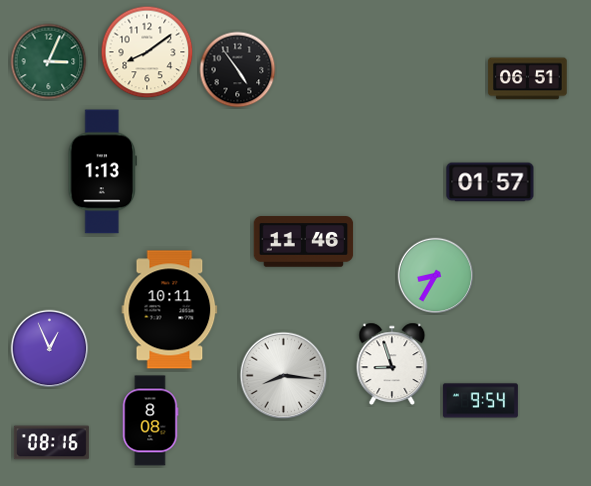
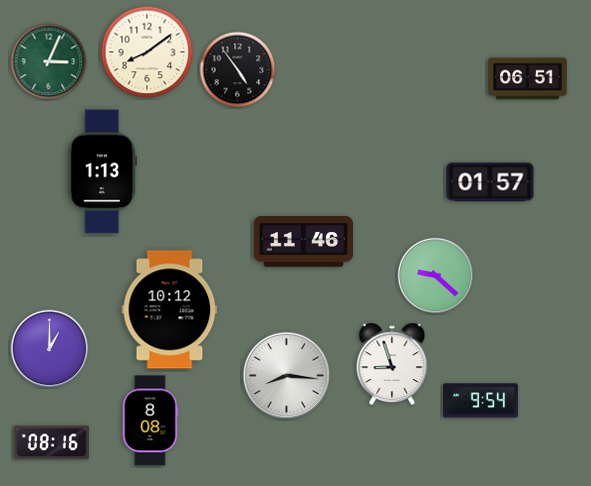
clock at (436, 276): 8:35 -> 9:22
clock at (170, 310): 10:11 -> 10:12
clock at (50, 349): 12:56 -> 1:00
clock at (284, 376) position: (284, 376) -> (287, 376)
